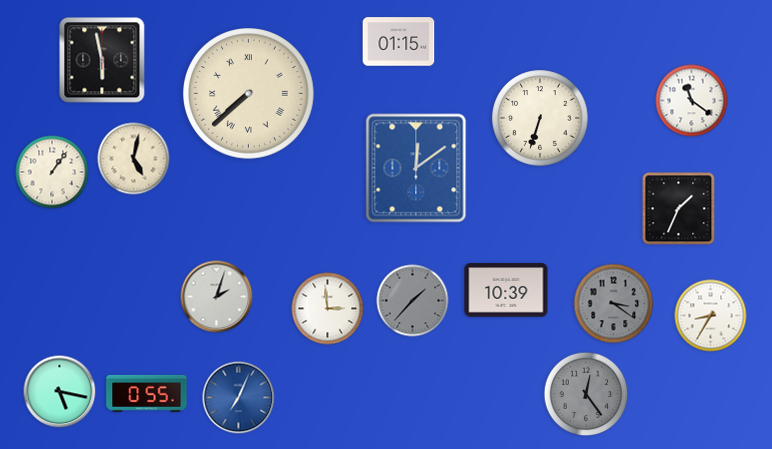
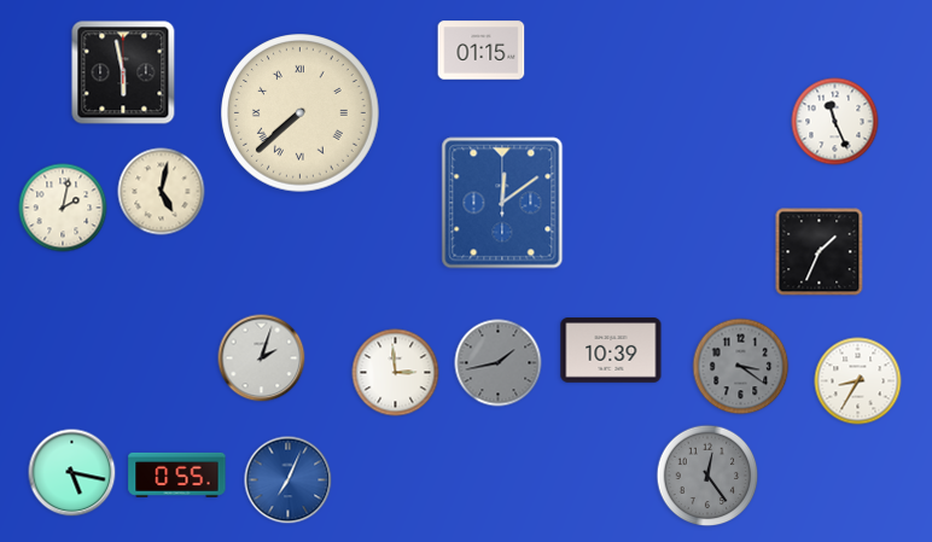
clock at (692, 101): 11:21 -> 11:26
clock at (540, 118): 6:33 -> none
clock at (52, 172): 1:06 -> 2:02
clock at (413, 301): 1:37 -> 1:43
